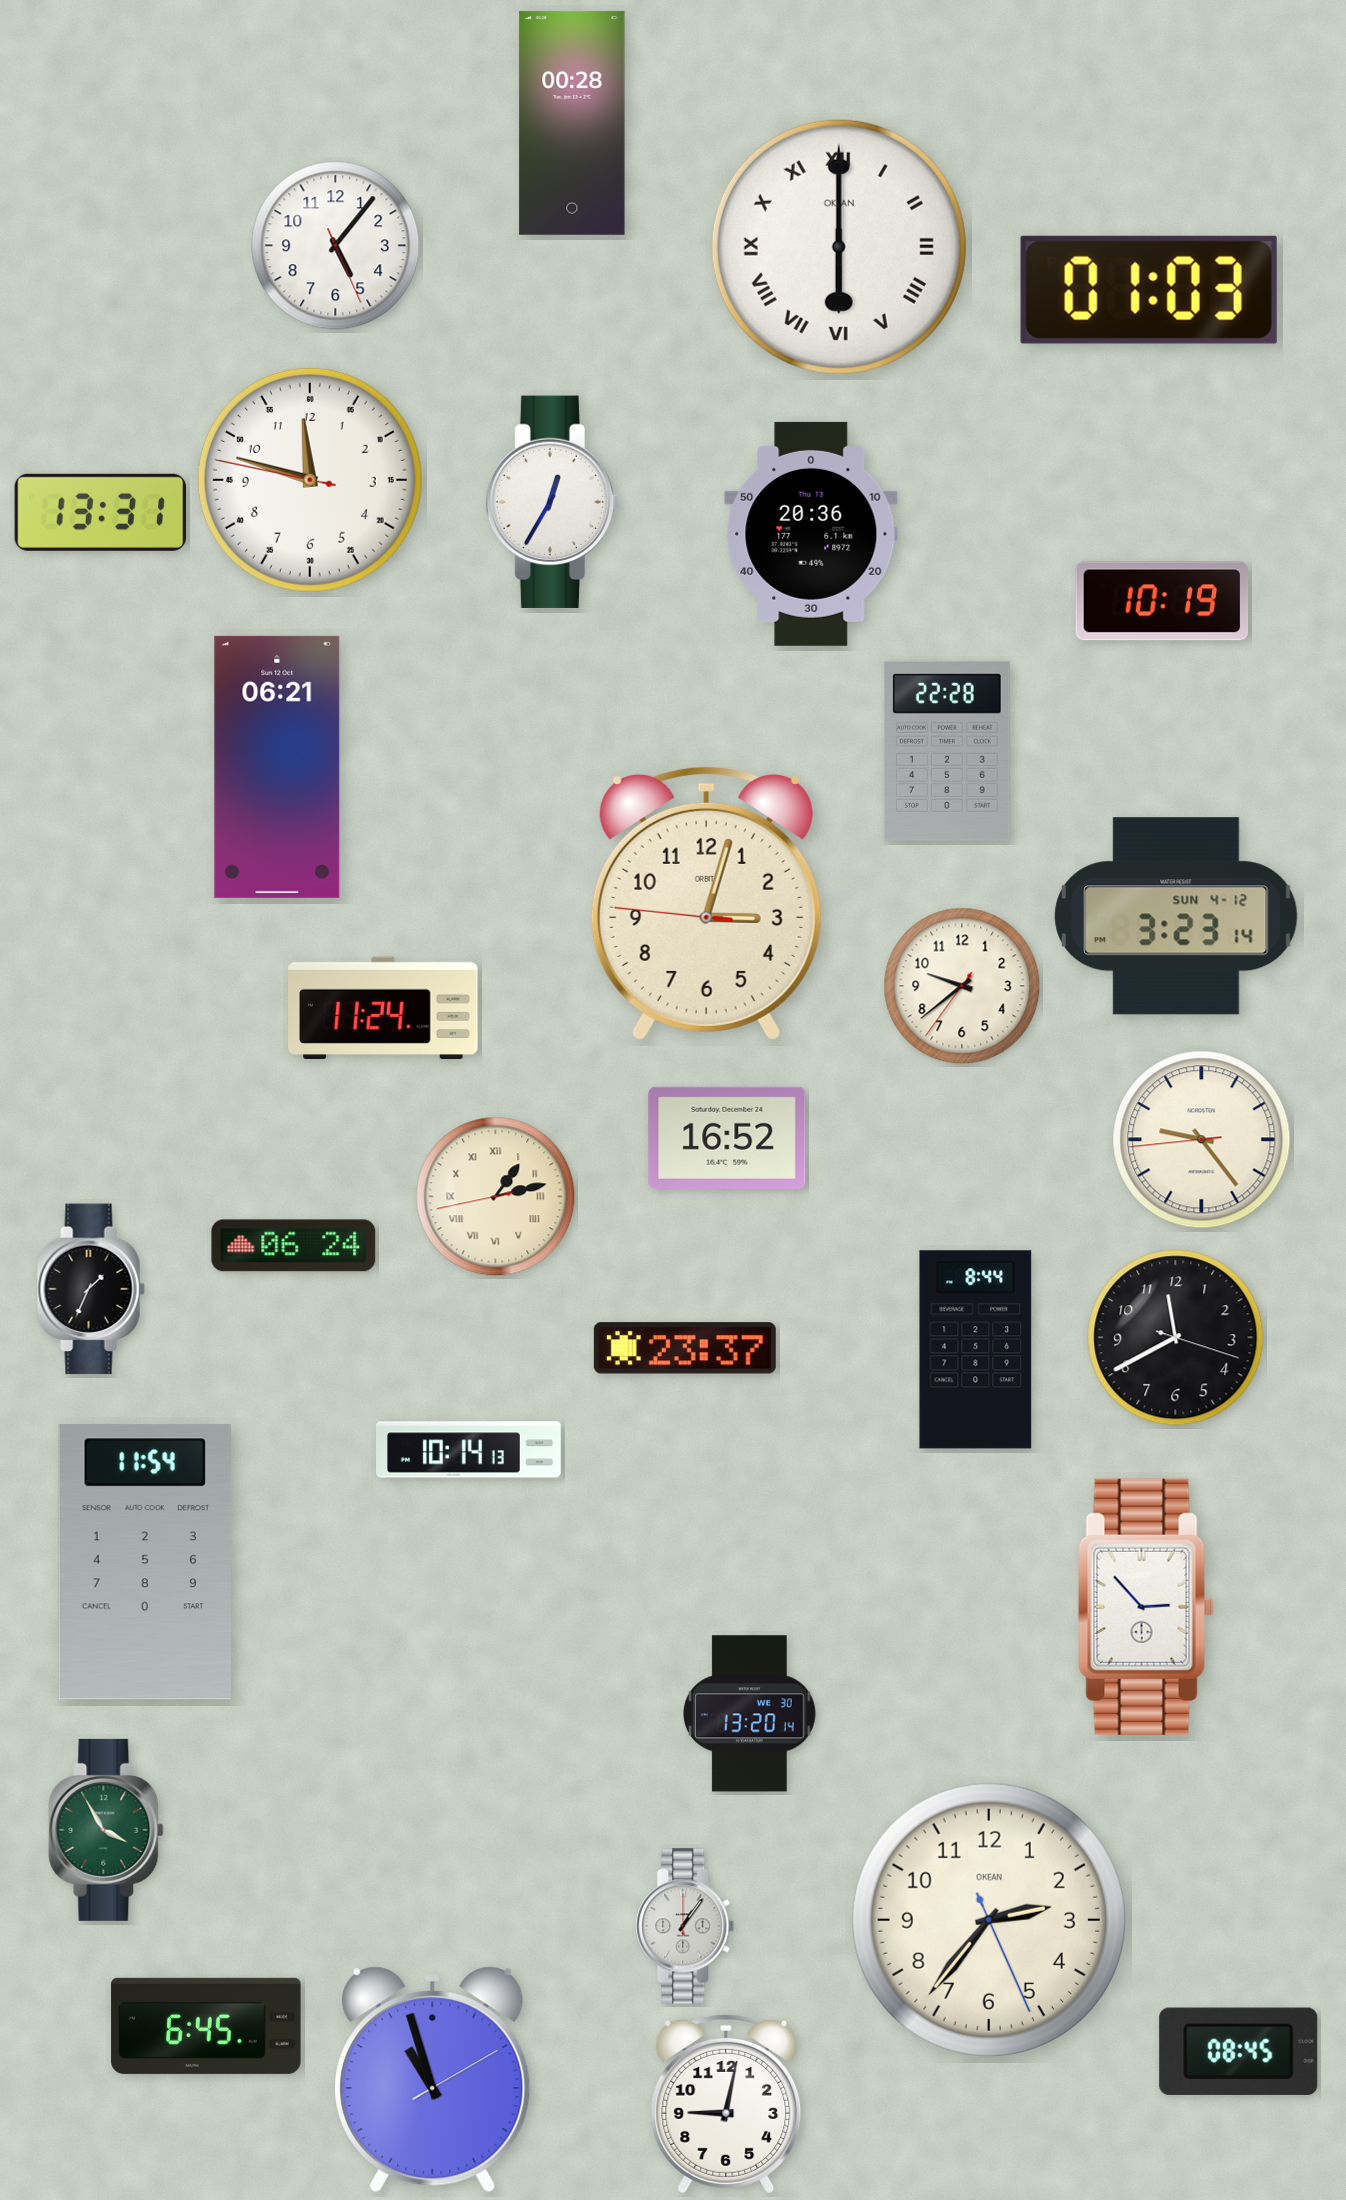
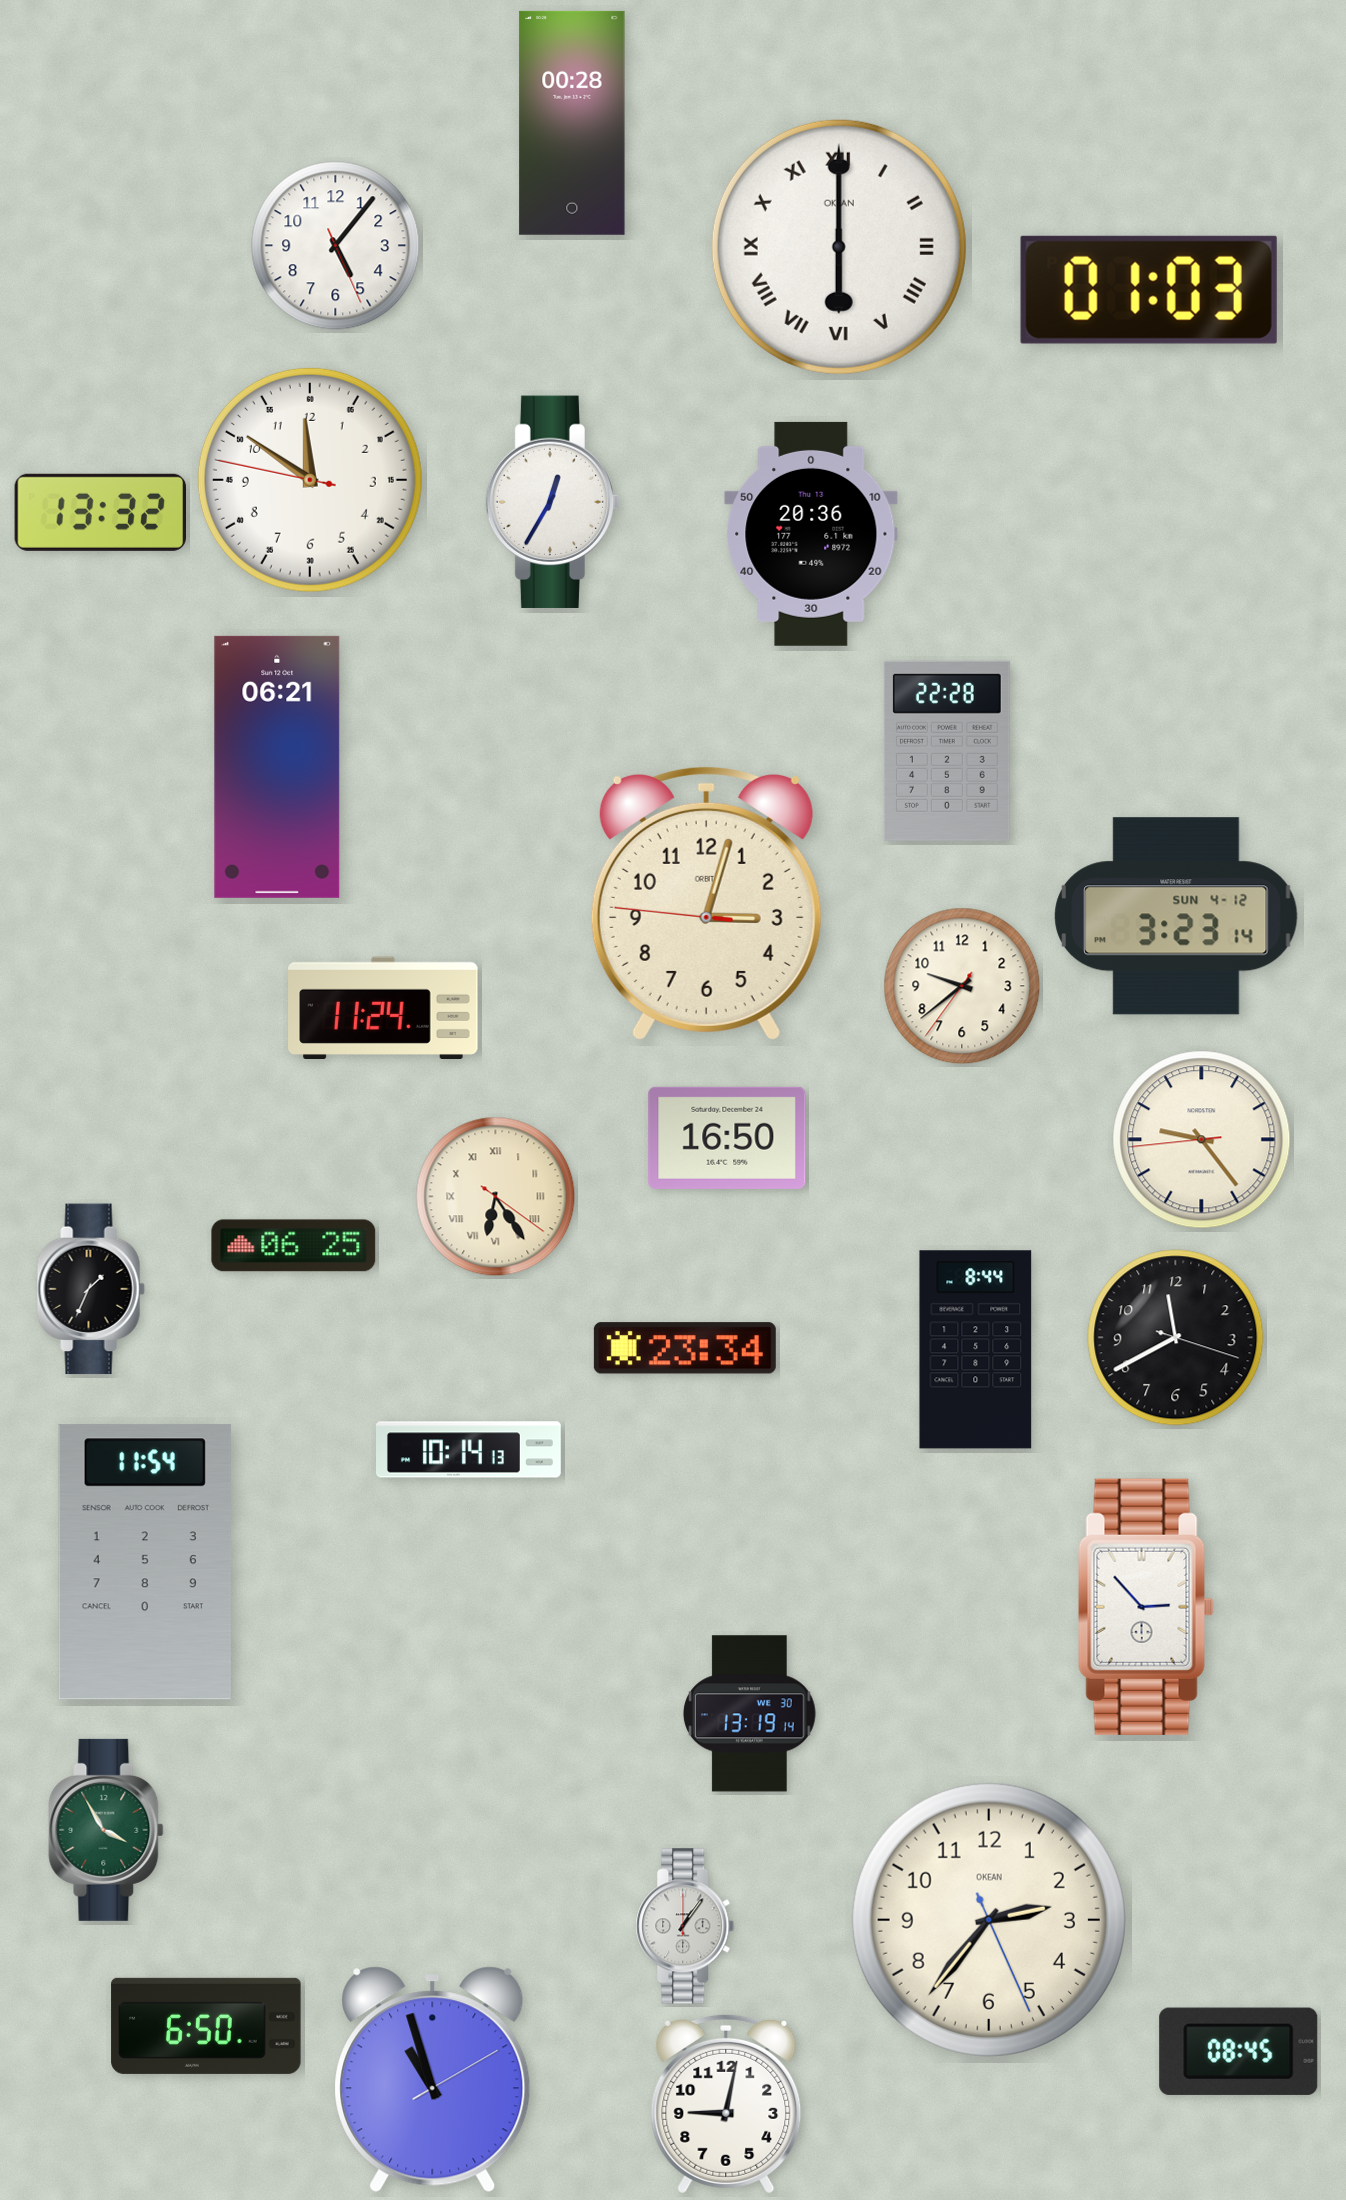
clock at (310, 480): 11:47 -> 11:50
clock at (100, 512): 13:31 -> 13:32
clock at (1162, 601): 10:19 -> none
clock at (727, 1138): 16:52 -> 16:50
clock at (496, 1197): 1:12 -> 6:24
clock at (294, 1246): 06:24 -> 06:25
clock at (685, 1348): 23:37 -> 23:34
clock at (750, 1714): 13:20 -> 13:19
clock at (206, 2026): 6:45 -> 6:50
